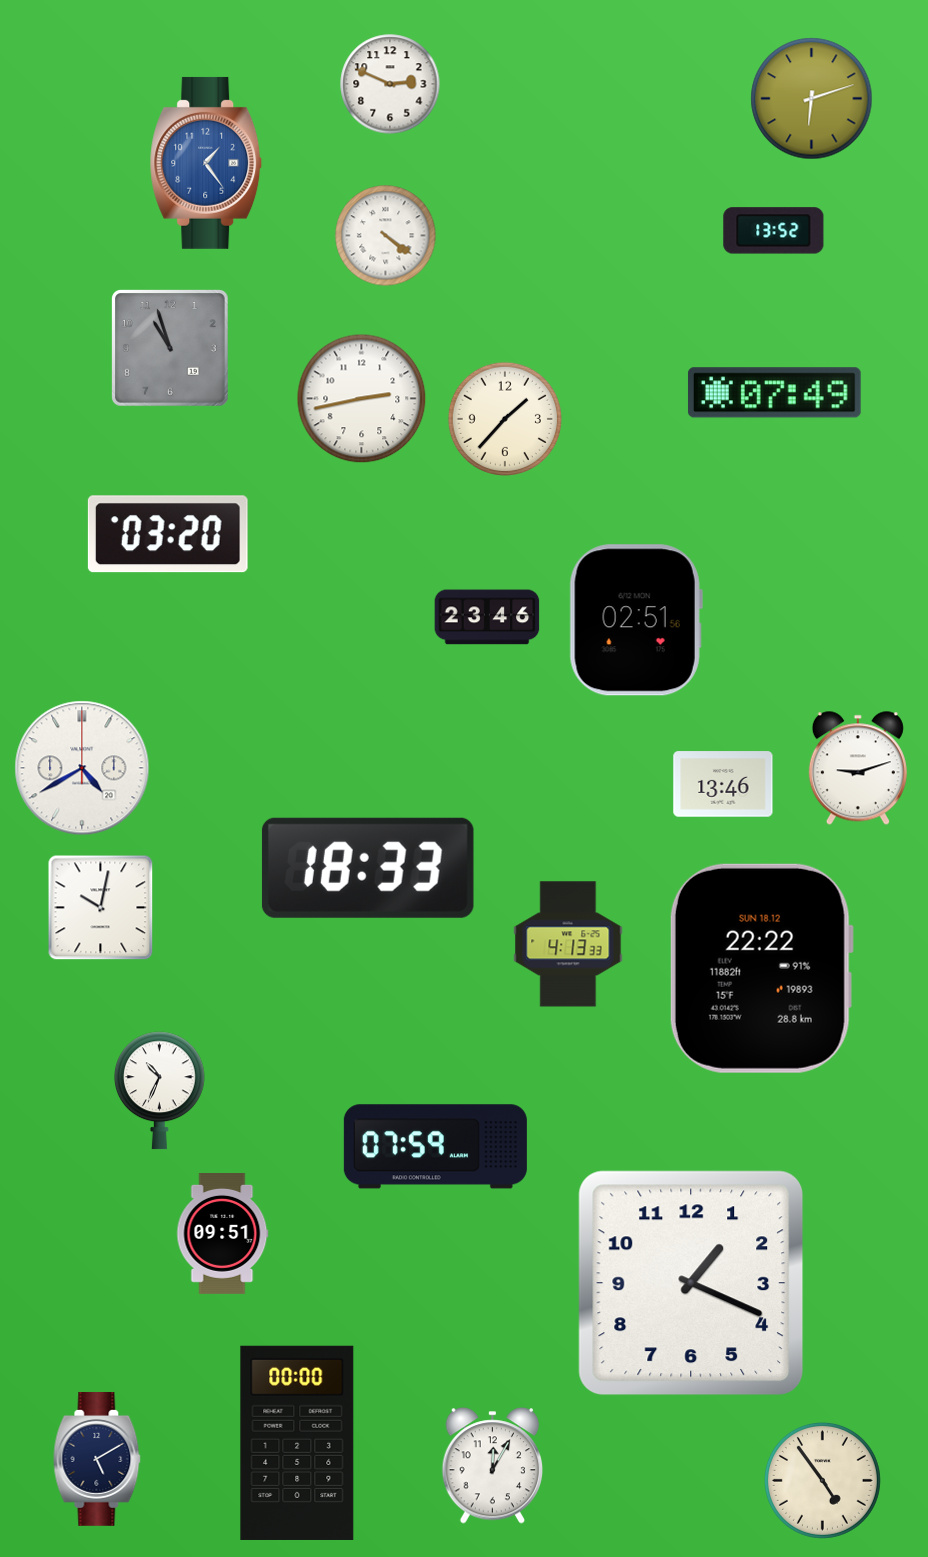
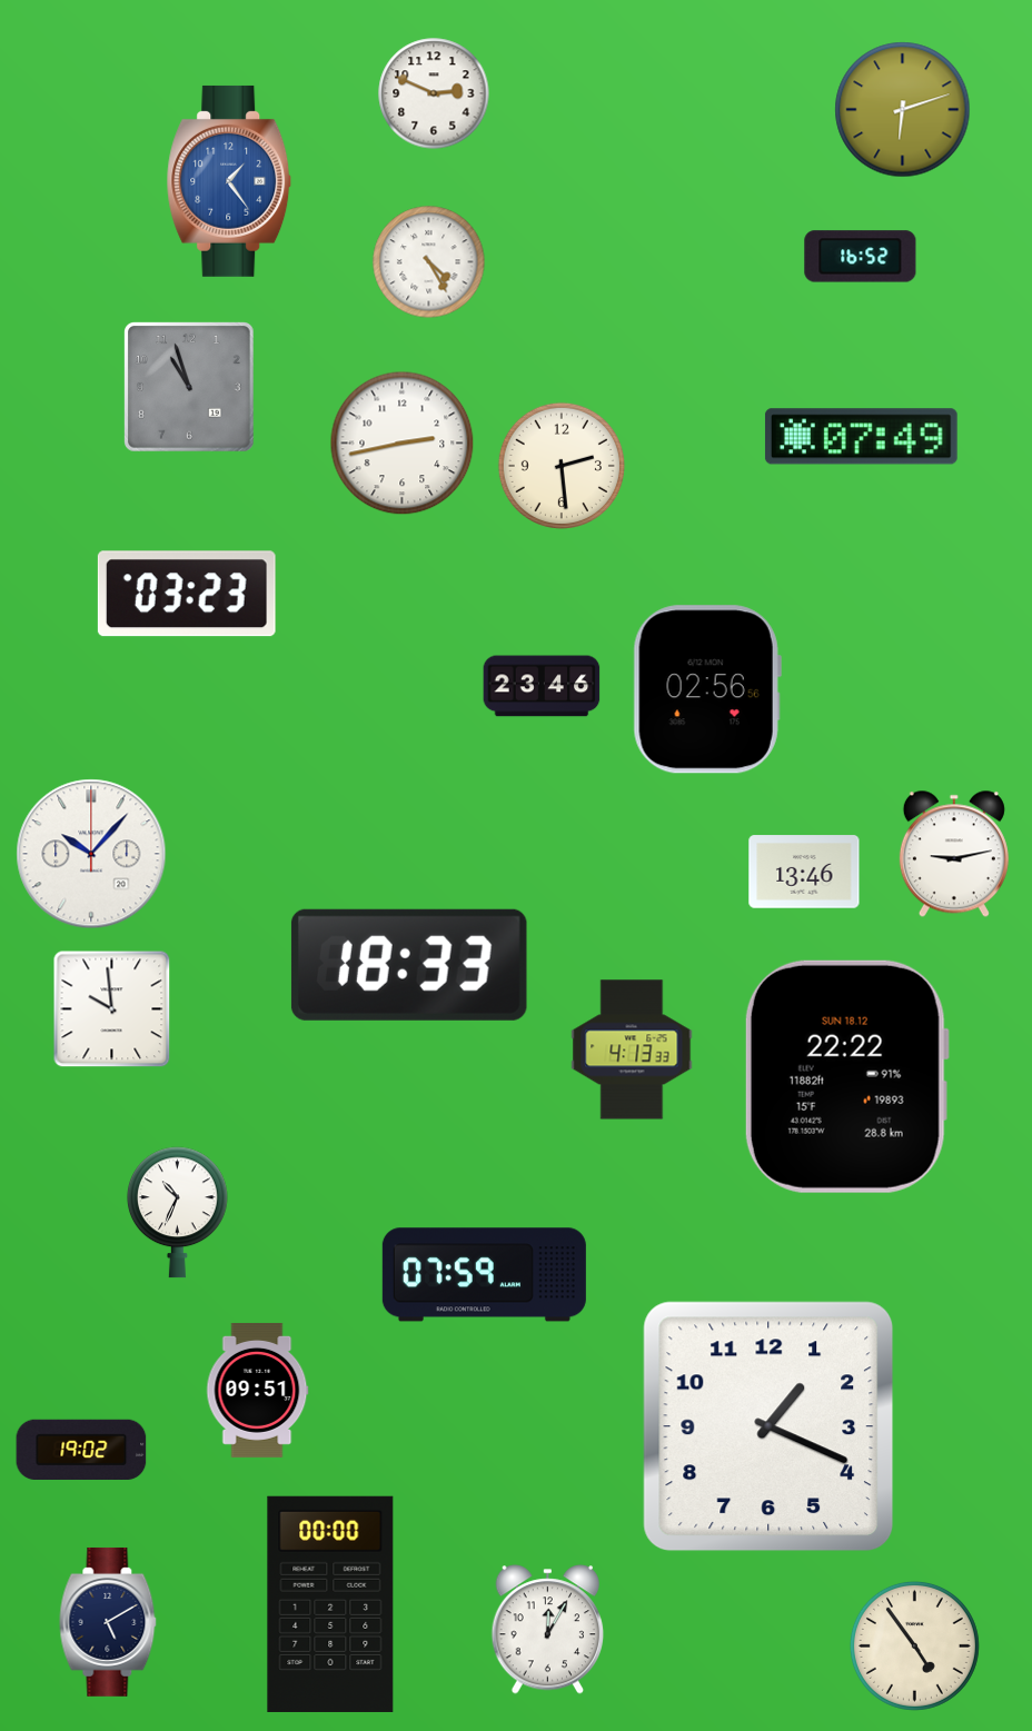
clock at (774, 231): 13:52 -> 16:52
clock at (386, 236): 4:21 -> 4:25
clock at (505, 419): 1:37 -> 2:29
clock at (168, 534): 03:20 -> 03:23
clock at (636, 620): 02:51 -> 02:56
clock at (82, 768): 4:40 -> 10:07
clock at (858, 768): 9:12 -> 9:13
clock at (101, 908): 10:02 -> 9:59
clock at (223, 1233) position: (223, 1233) -> (258, 1390)
clock at (81, 1449): none -> 19:02
